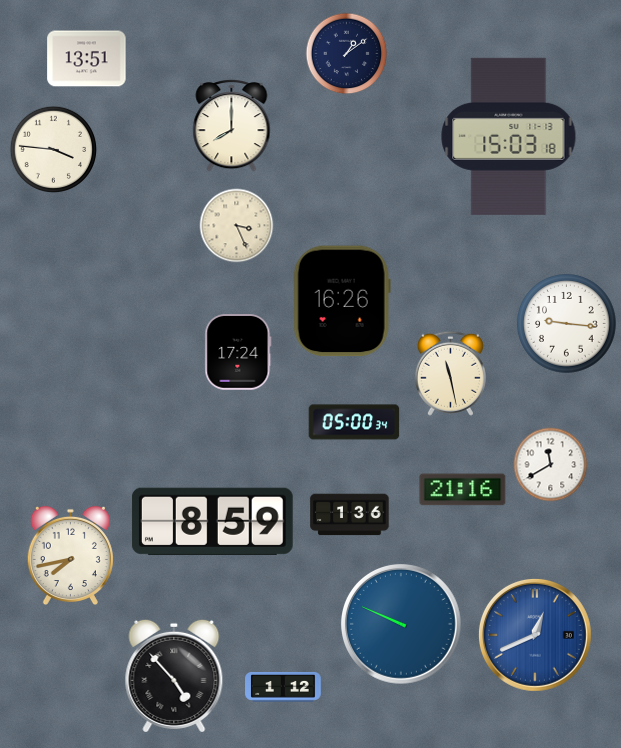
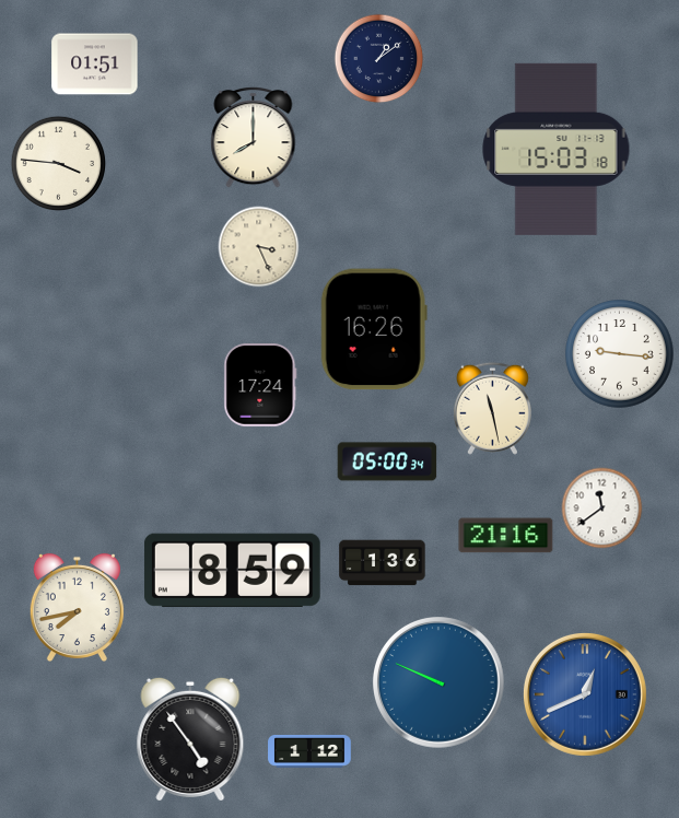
clock at (87, 59): 13:51 -> 01:51
clock at (551, 465): 11:40 -> 11:39
clock at (174, 676): 4:53 -> 4:54
